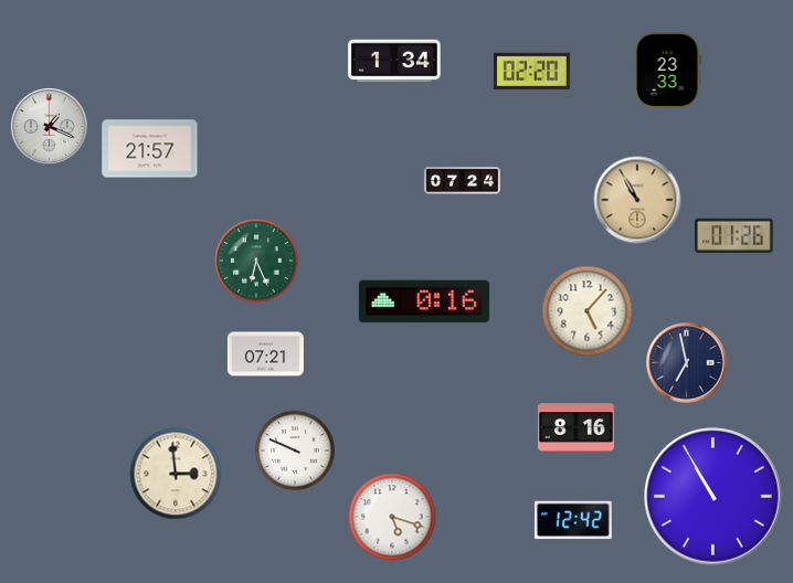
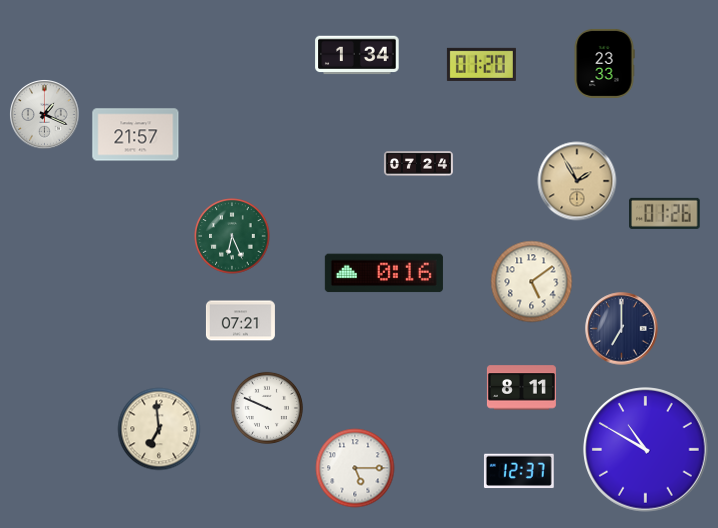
clock at (531, 71): 02:20 -> 01:20
clock at (637, 200): 10:55 -> 1:55
clock at (588, 311): 5:07 -> 5:09
clock at (687, 363): 6:58 -> 7:00
clock at (575, 428): 8:16 -> 8:11
clock at (176, 474): 2:59 -> 6:59
clock at (713, 497): 10:55 -> 10:50
clock at (392, 517): 5:18 -> 5:15
clock at (573, 520): 12:42 -> 12:37
